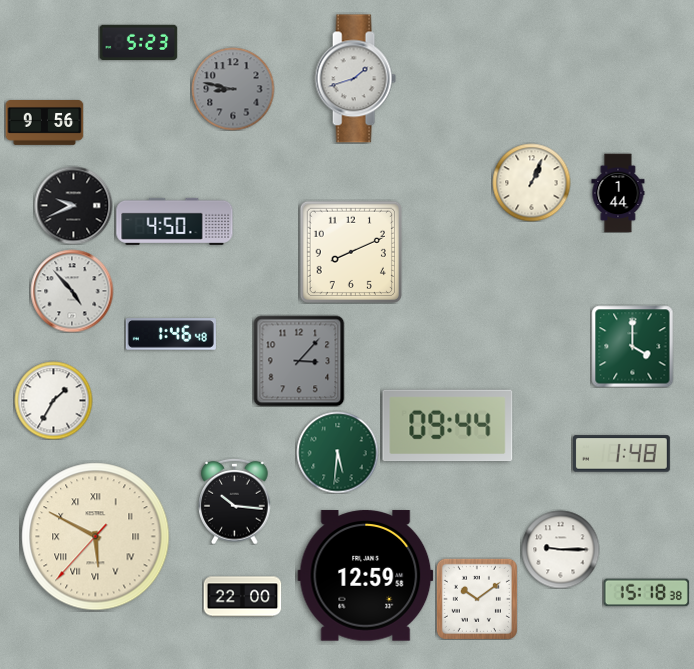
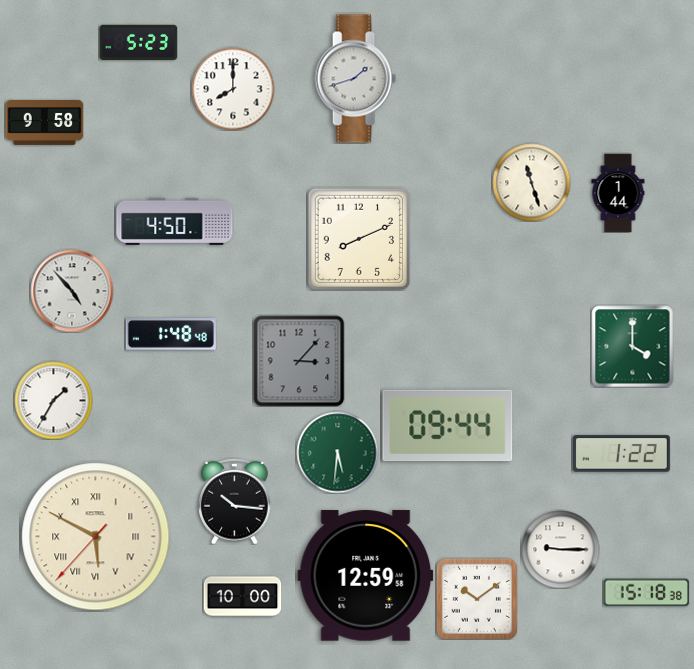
clock at (233, 89): 8:47 -> 8:00
clock at (233, 89) dial: grey -> white
clock at (44, 123): 9:56 -> 9:58
clock at (531, 182): 1:04 -> 11:27
clock at (73, 205): 9:41 -> none
clock at (351, 252) position: (351, 252) -> (359, 239)
clock at (171, 334): 1:46 -> 1:48
clock at (621, 454): 1:48 -> 1:22
clock at (242, 597): 22:00 -> 10:00
